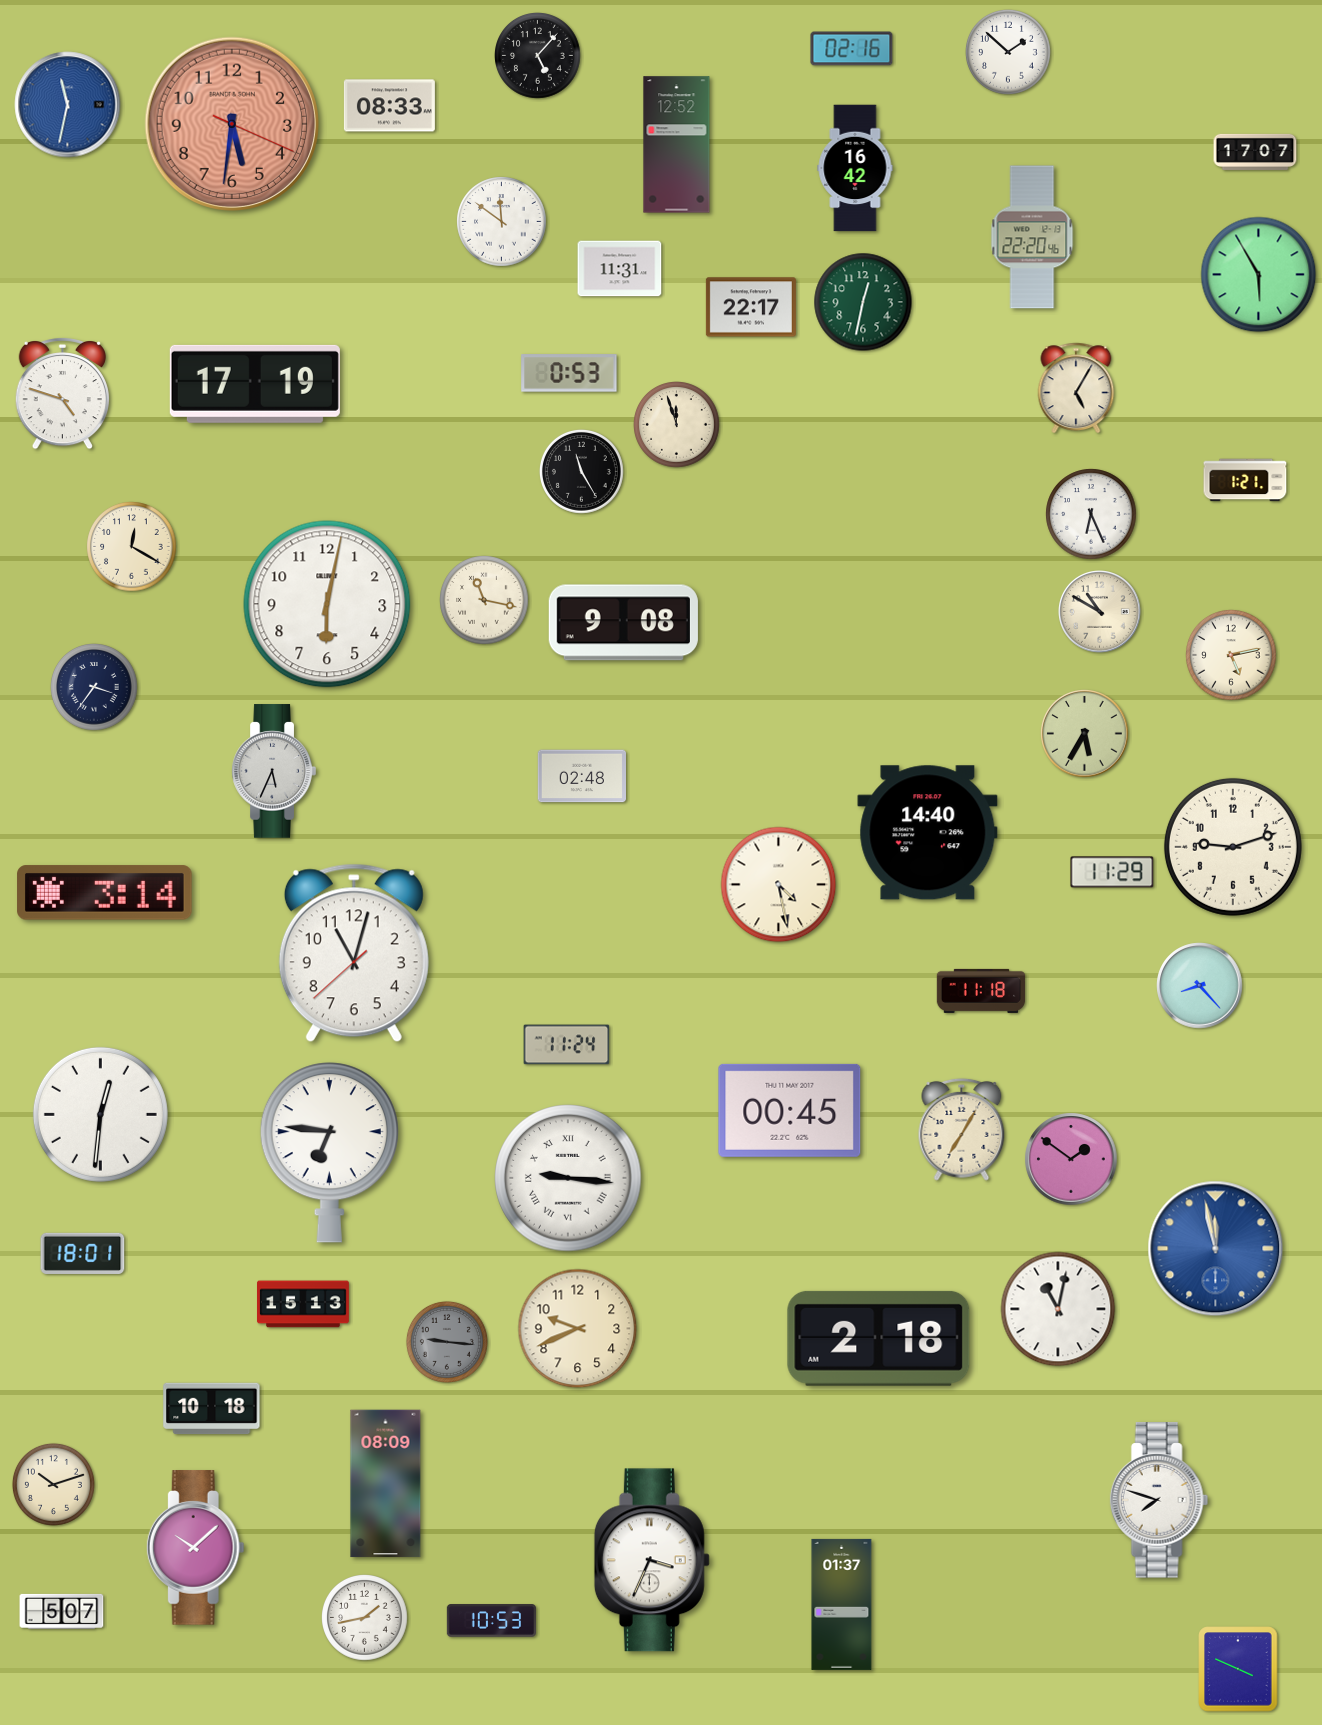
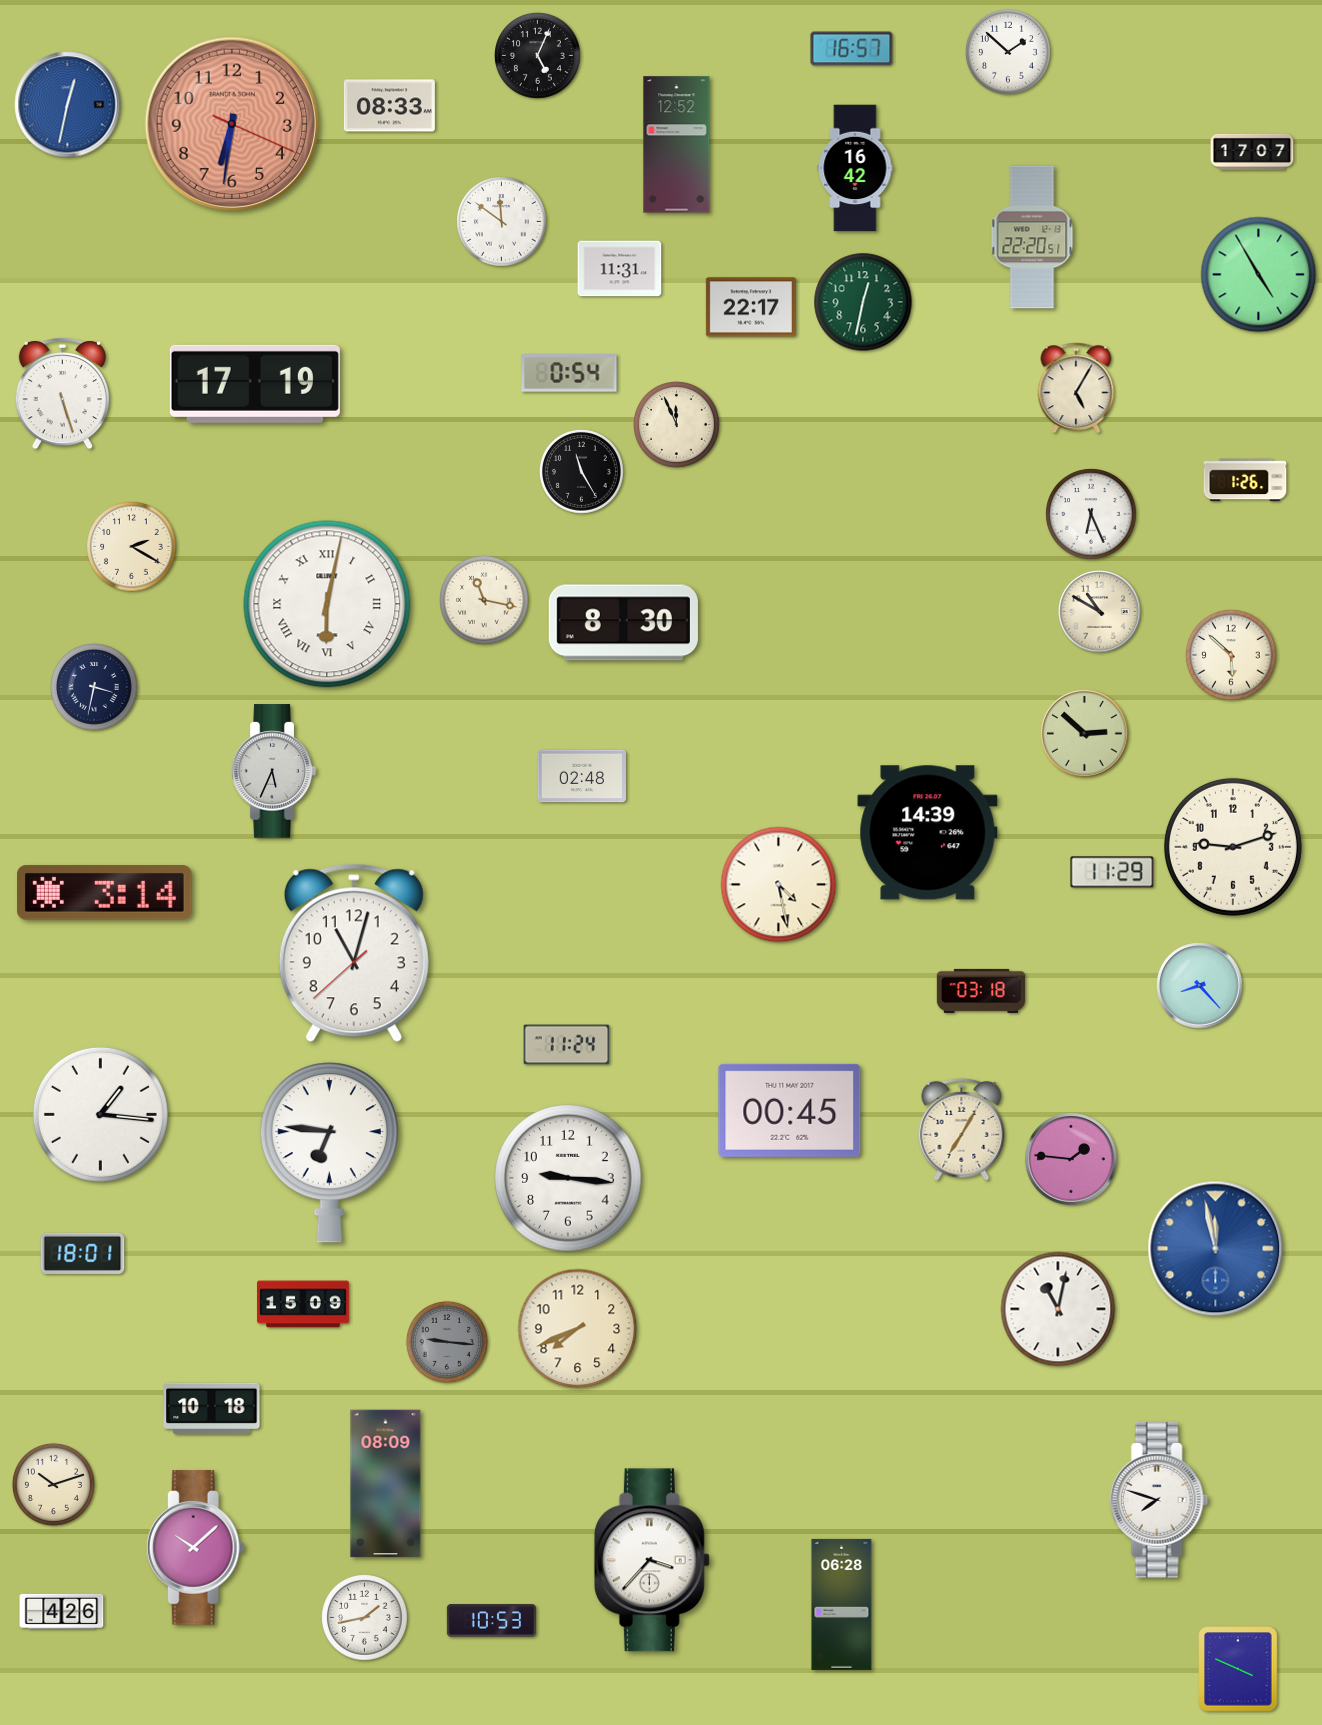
clock at (852, 49): 02:16 -> 16:57
clock at (538, 56): 5:07 -> 5:04
clock at (68, 105): 11:32 -> 12:32
clock at (232, 124): 5:31 -> 6:31
clock at (1255, 152) position: (1255, 152) -> (1252, 152)
clock at (1032, 237): 22:20:46 -> 22:20:51
clock at (1259, 275): 5:55 -> 4:55
clock at (569, 373): 0:53 -> 0:54
clock at (62, 393): 4:48 -> 5:27
clock at (677, 425): 11:57 -> 11:56
clock at (1245, 480): 1:21 -> 1:26
clock at (132, 547): 12:20 -> 2:20
clock at (327, 604) numerals: Arabic -> Roman
clock at (623, 623): 9:08 -> 8:30
clock at (1231, 655): 5:13 -> 5:52
clock at (94, 687): 3:36 -> 3:32
clock at (1085, 734): 5:35 -> 2:52
clock at (928, 833): 14:40 -> 14:39
clock at (981, 991): 11:18 -> 03:18
clock at (100, 1114): 12:31 -> 1:16
clock at (1071, 1159): 1:51 -> 1:46
clock at (568, 1178) numerals: Roman -> Arabic
clock at (304, 1304): 15:13 -> 15:09
clock at (578, 1329): 9:41 -> 7:41
clock at (879, 1338): 2:18 -> none
clock at (652, 1560): 3:34 -> 3:37
clock at (842, 1604): 01:37 -> 06:28
clock at (62, 1611): 5:07 -> 4:26
